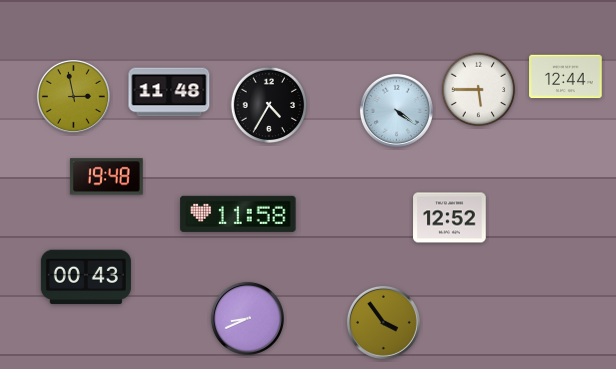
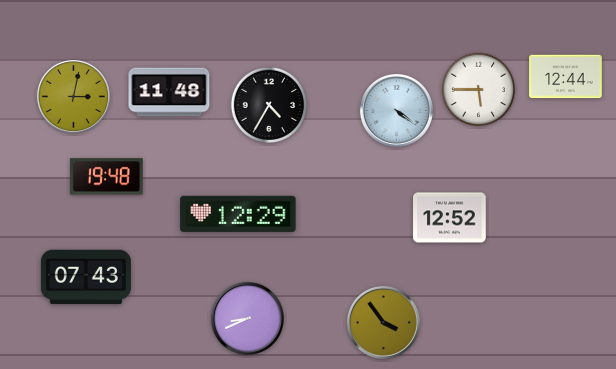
clock at (73, 96): 2:58 -> 3:02
clock at (238, 214): 11:58 -> 12:29
clock at (86, 277): 00:43 -> 07:43
